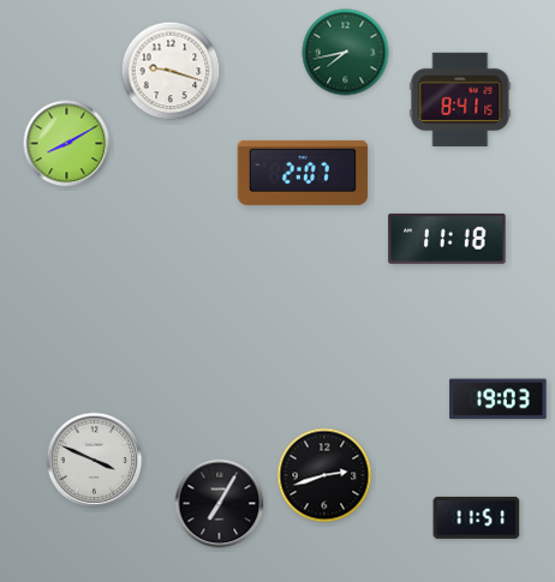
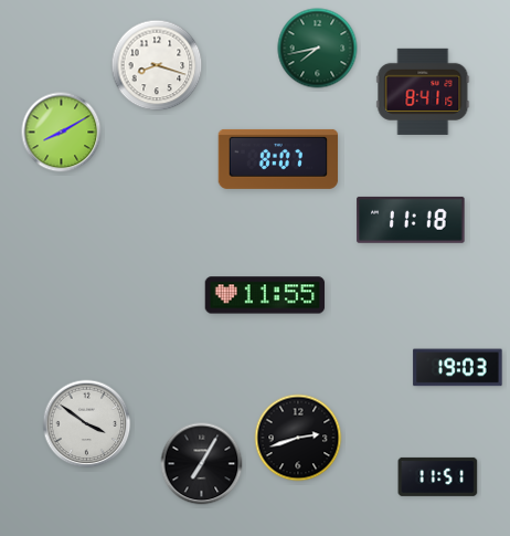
clock at (171, 71): 9:18 -> 8:18
clock at (303, 173): 2:07 -> 8:07
clock at (265, 295): none -> 11:55
clock at (95, 461): 3:49 -> 3:51
